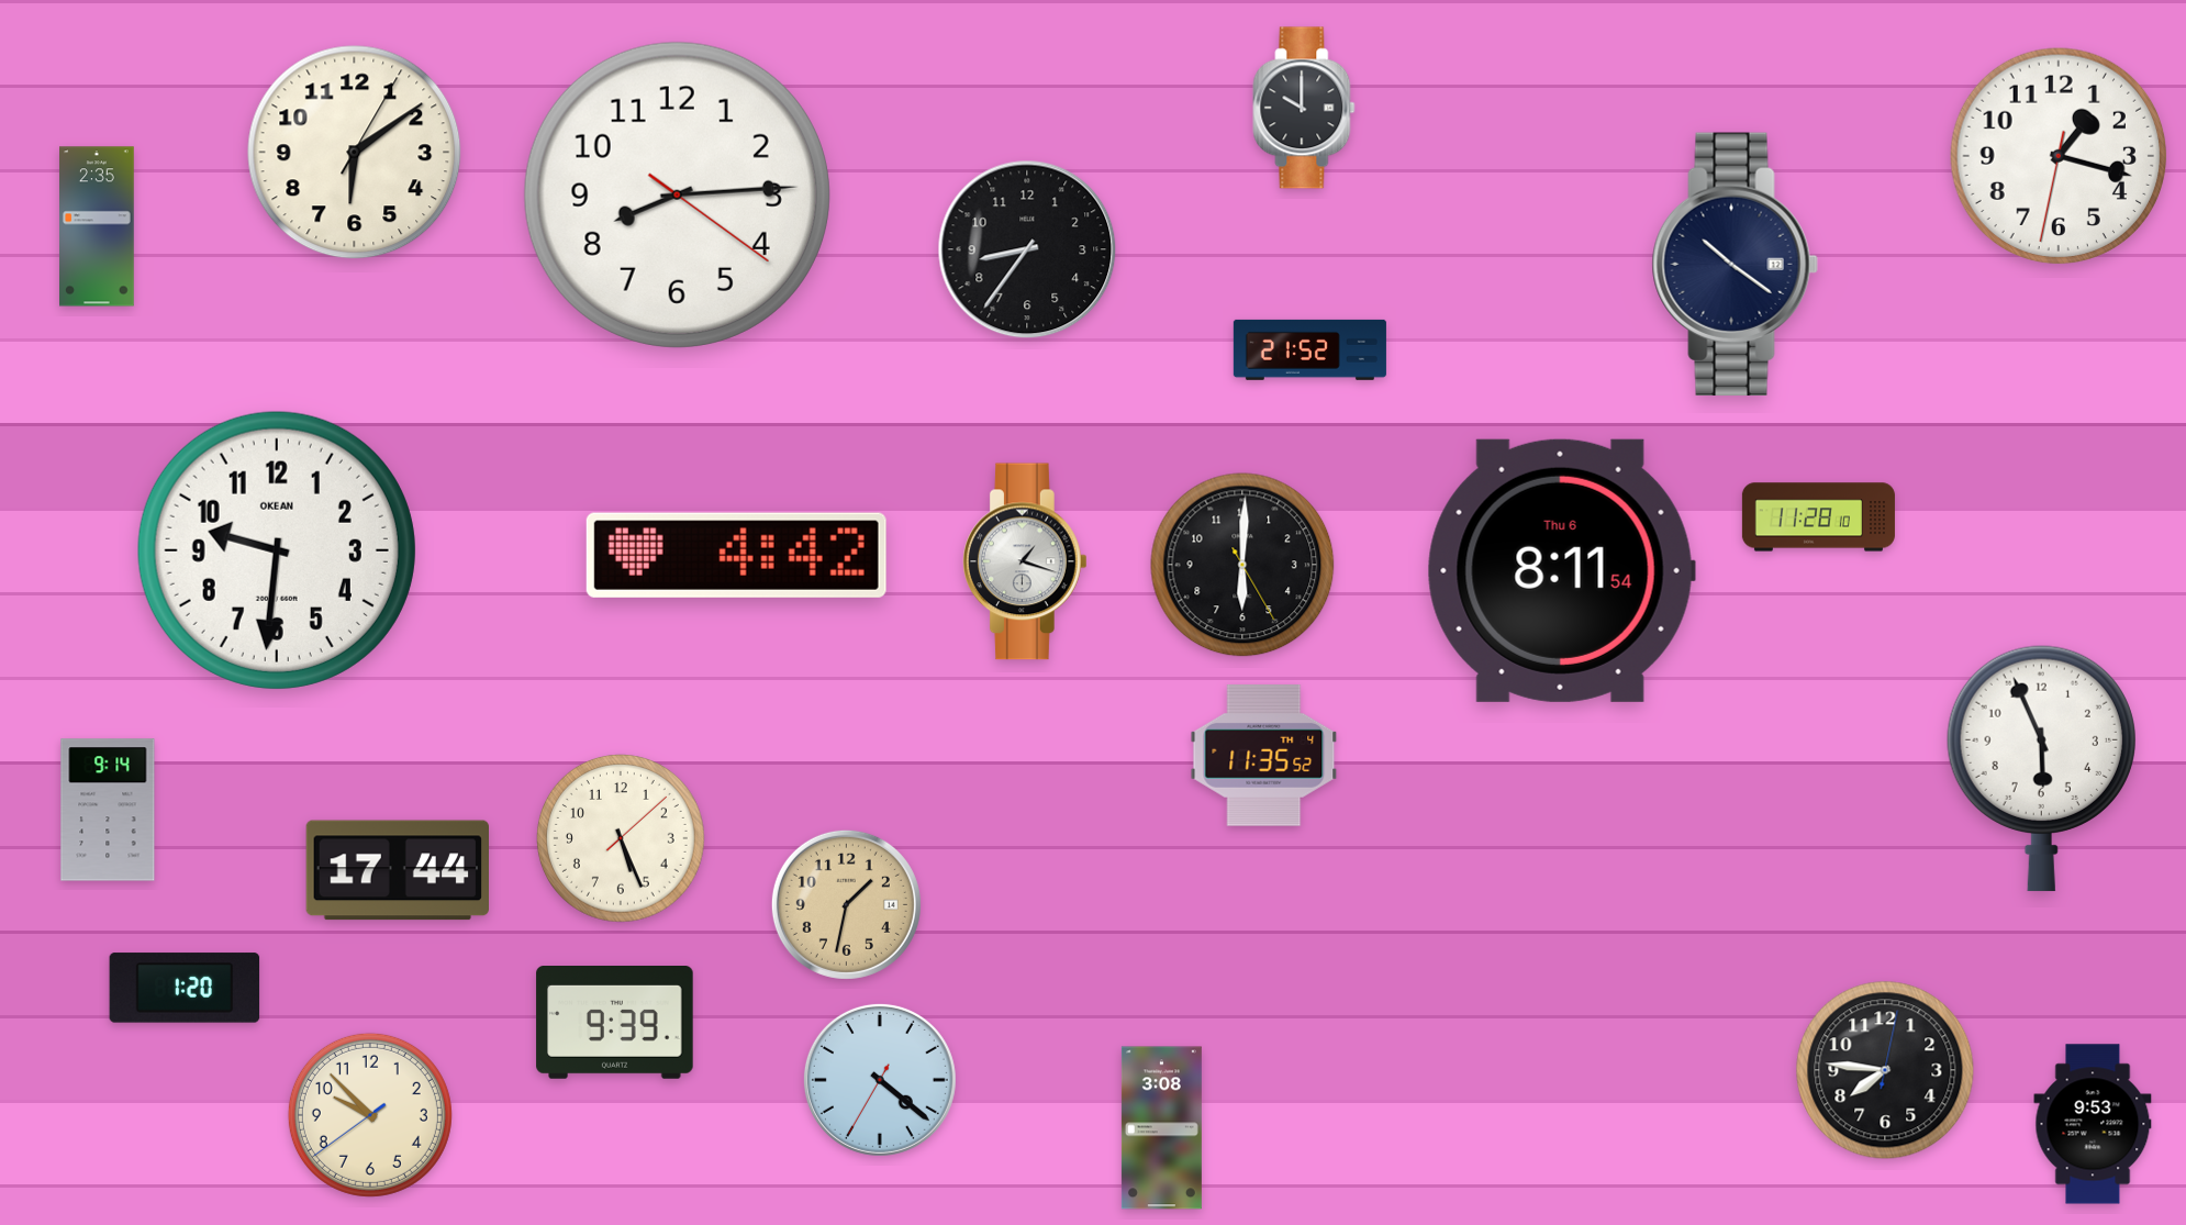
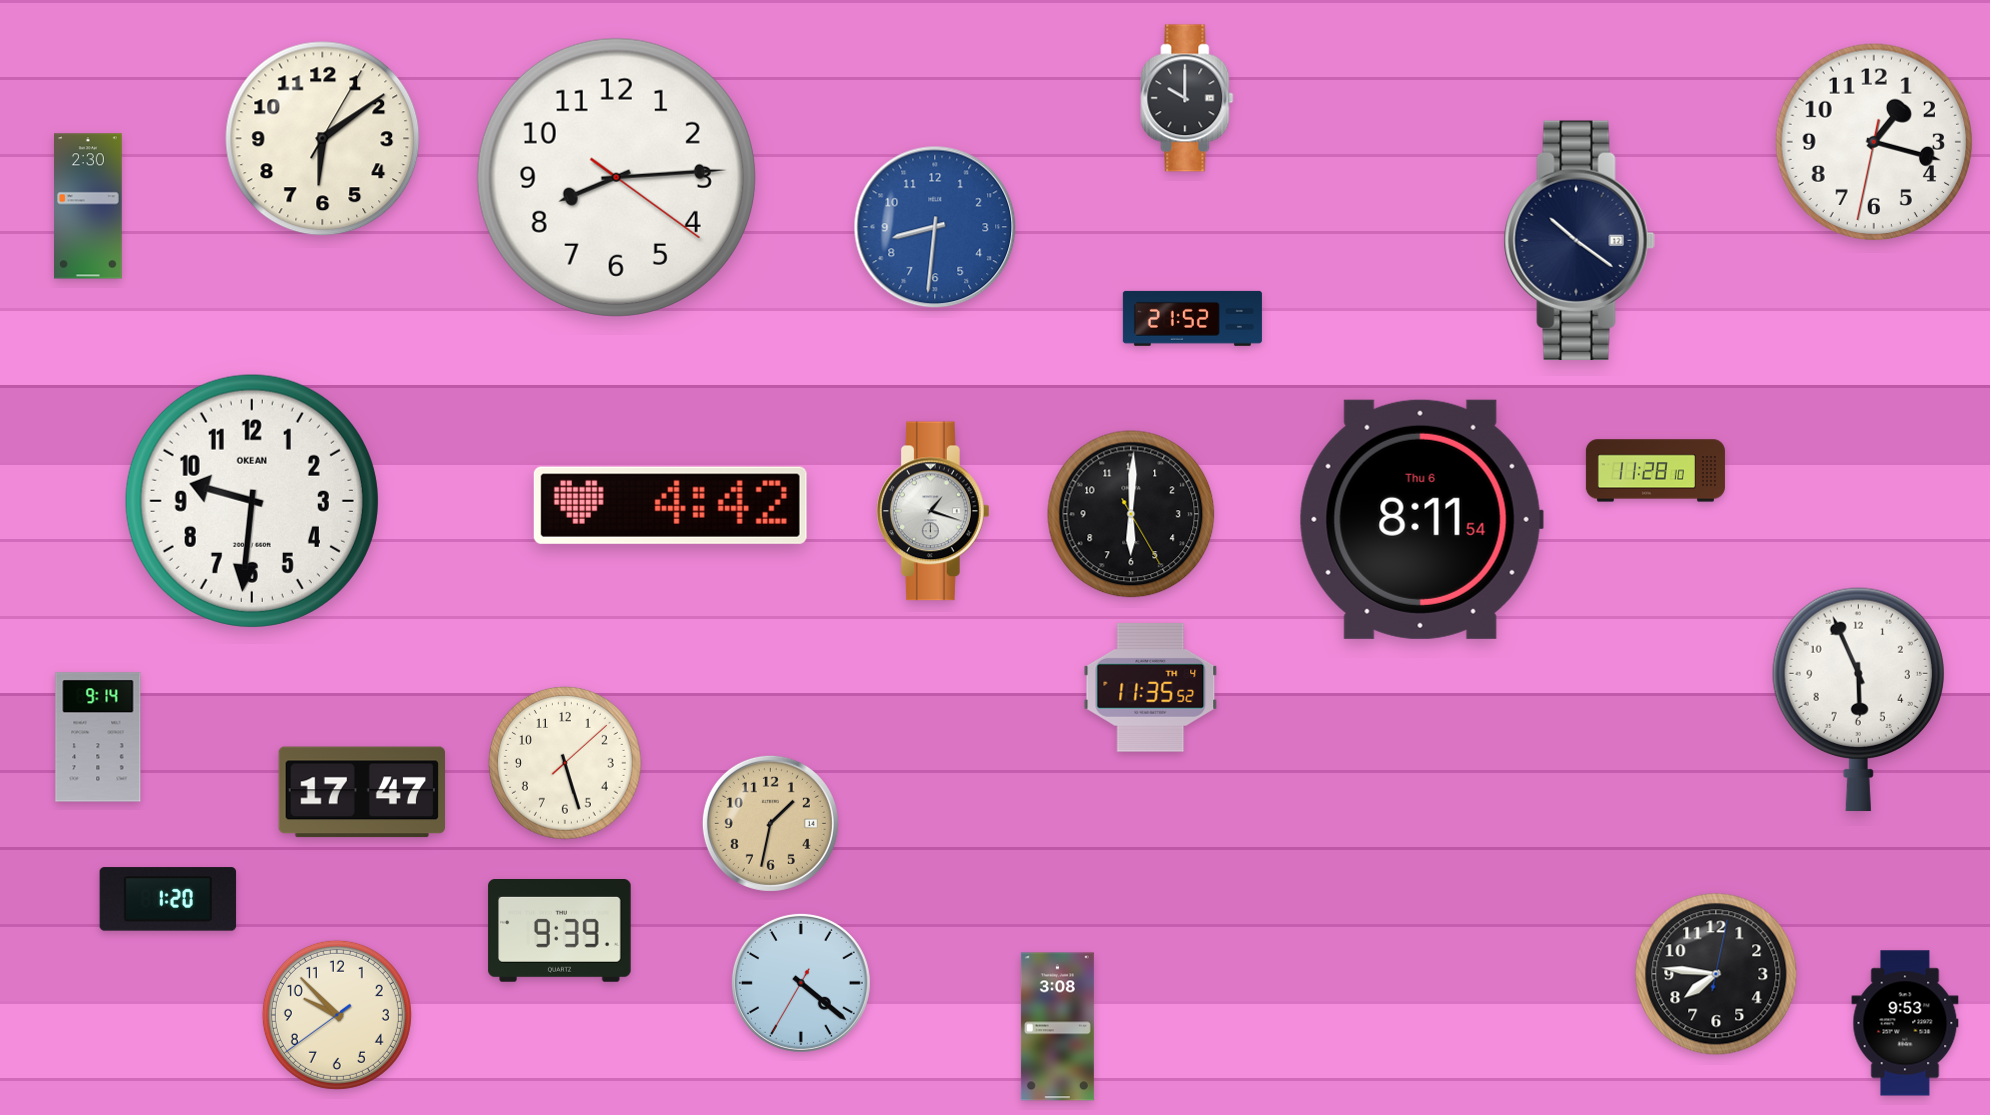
clock at (98, 226): 2:35 -> 2:30
clock at (1027, 249): 8:36 -> 8:31
clock at (1027, 249) dial: black -> blue
clock at (621, 838): 5:26 -> 5:27
clock at (397, 870): 17:44 -> 17:47
